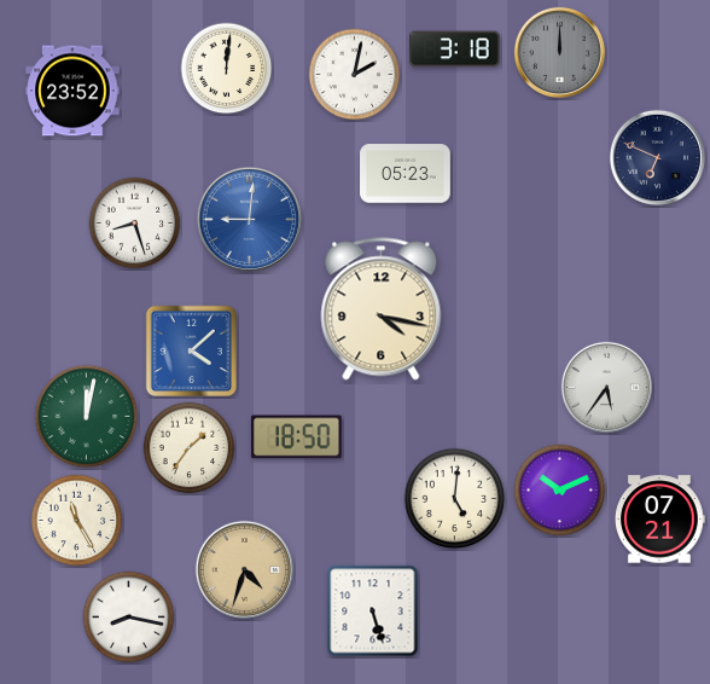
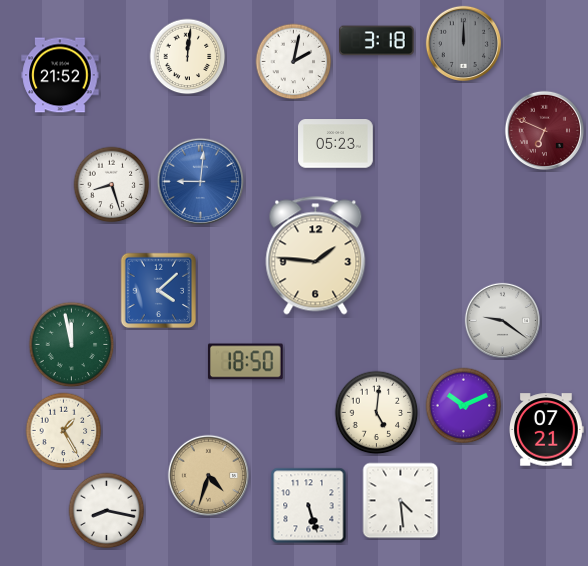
clock at (72, 91): 23:52 -> 21:52
clock at (657, 157) dial: navy -> burgundy
clock at (250, 220) position: (250, 220) -> (201, 182)
clock at (382, 309): 4:17 -> 1:46
clock at (606, 387): 5:36 -> 9:21
clock at (87, 417): 12:02 -> 11:58
clock at (190, 448): 1:36 -> none
clock at (77, 521): 11:25 -> 1:25
clock at (244, 569) position: (244, 569) -> (208, 475)
clock at (401, 501): none -> 4:29
